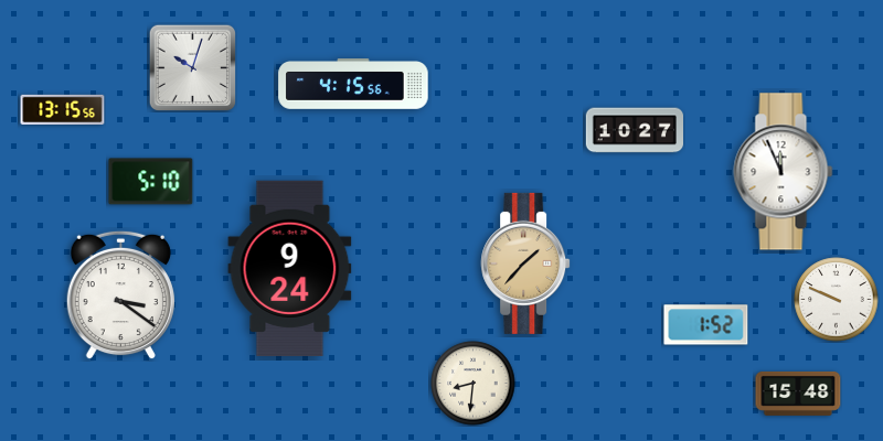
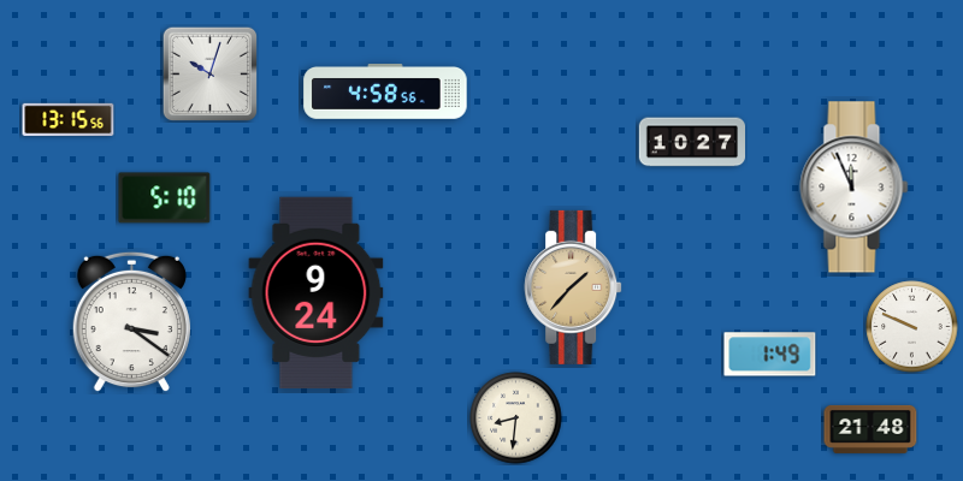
clock at (353, 85): 4:15 -> 4:58
clock at (706, 325): 1:52 -> 1:49
clock at (798, 394): 15:48 -> 21:48
